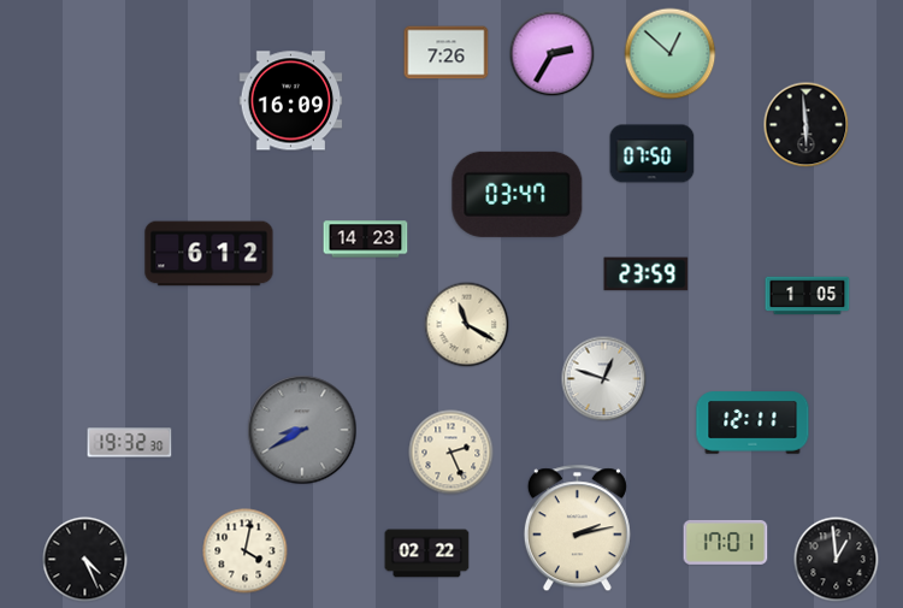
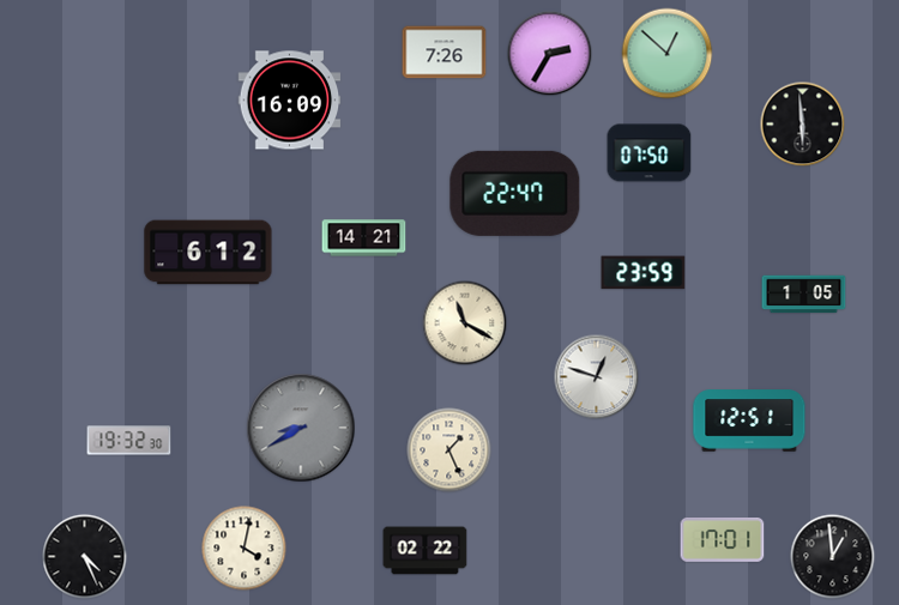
clock at (518, 194): 03:47 -> 22:47
clock at (366, 240): 14:23 -> 14:21
clock at (604, 379) position: (604, 379) -> (597, 377)
clock at (752, 423): 12:11 -> 12:51
clock at (451, 453): 2:26 -> 1:26
clock at (577, 529): 2:13 -> none
